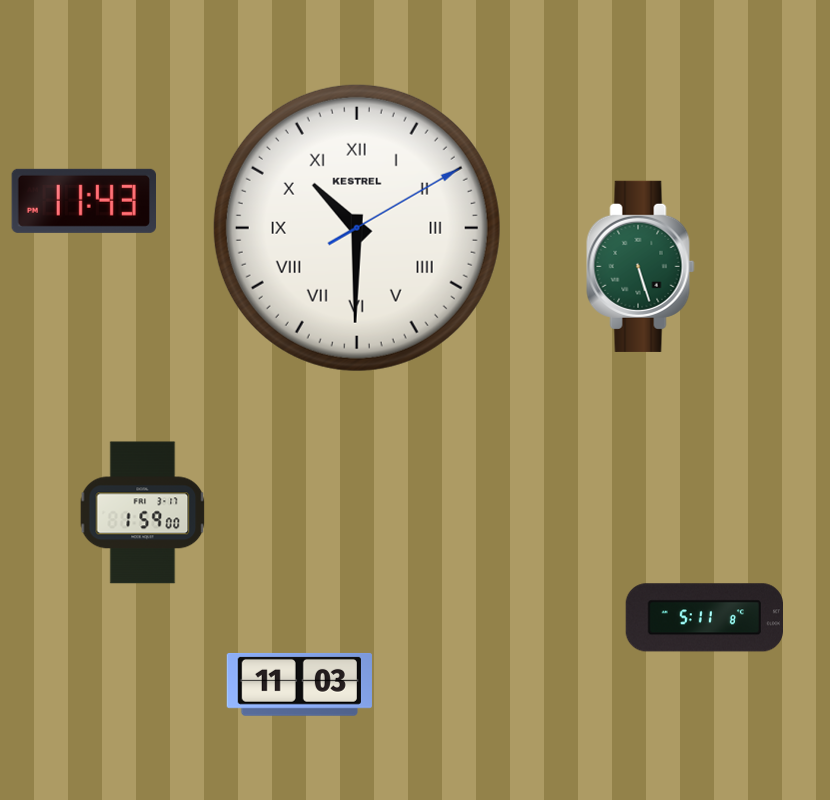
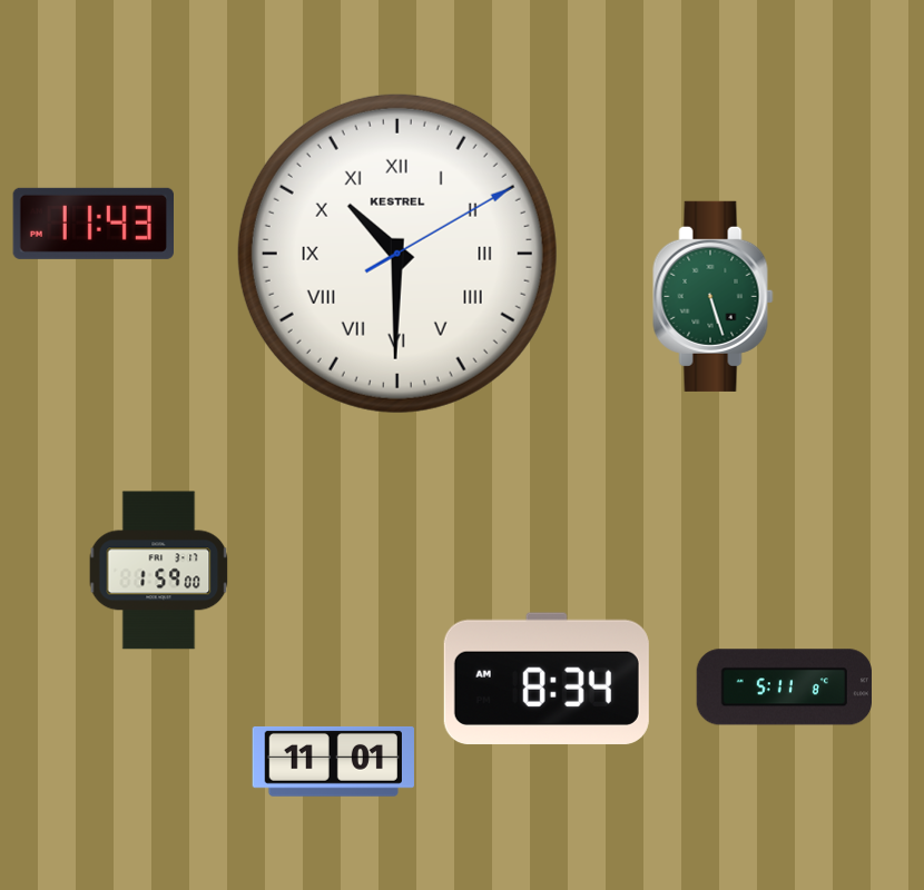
clock at (547, 679): none -> 8:34
clock at (299, 684): 11:03 -> 11:01
